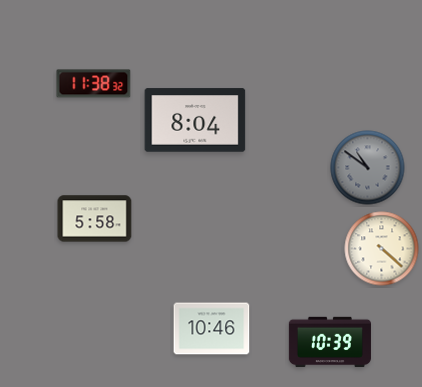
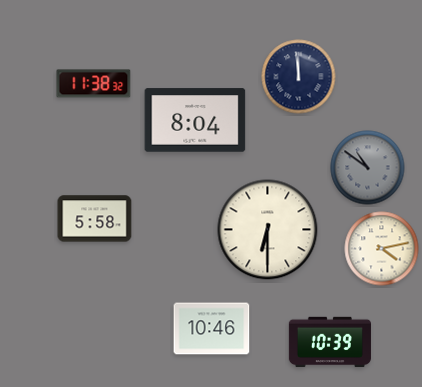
clock at (299, 77): none -> 11:59
clock at (268, 230): none -> 6:30
clock at (382, 249): 4:22 -> 4:13
